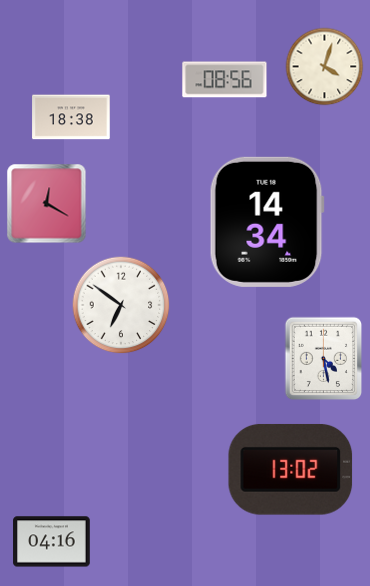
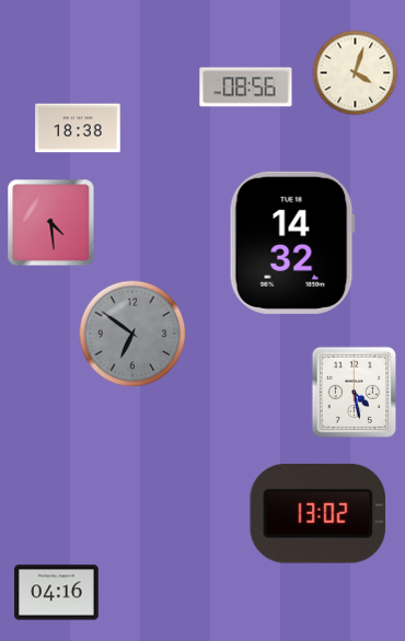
clock at (47, 204): 12:20 -> 4:29
clock at (267, 222): 14:34 -> 14:32
clock at (121, 305) dial: white -> grey
